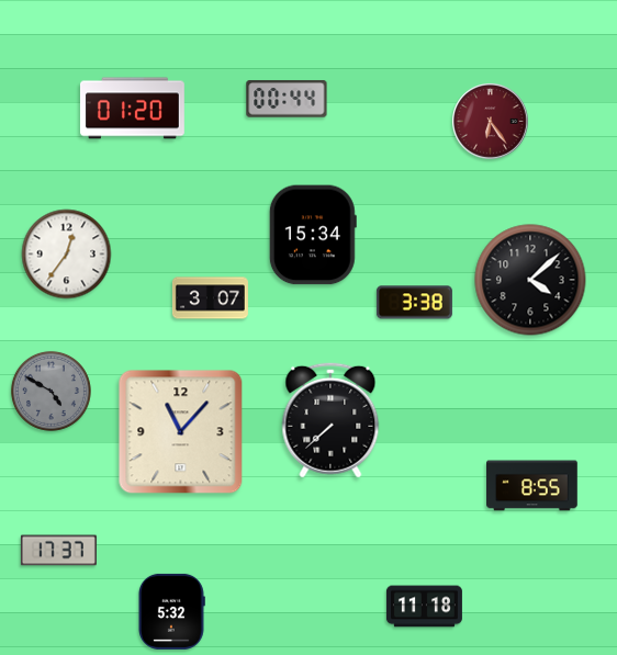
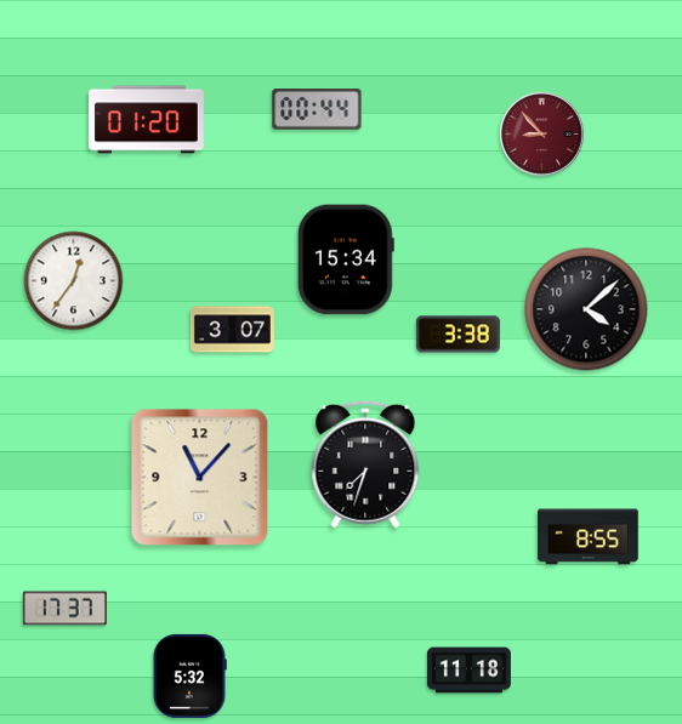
clock at (491, 122): 6:24 -> 8:53
clock at (51, 391): 4:50 -> none
clock at (330, 420): 7:38 -> 7:33
